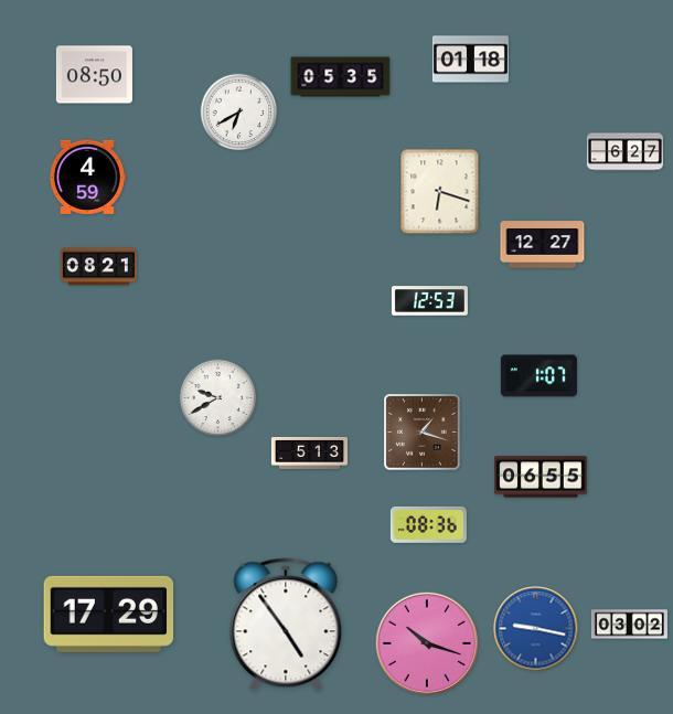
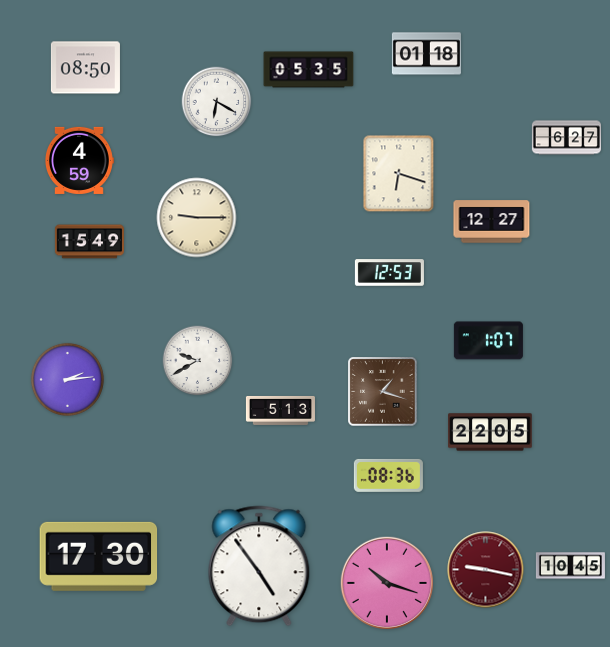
clock at (239, 113): 6:40 -> 6:20
clock at (197, 218): none -> 9:15
clock at (98, 267): 08:21 -> 15:49
clock at (67, 379): none -> 2:14
clock at (541, 477): 06:55 -> 22:05
clock at (109, 614): 17:29 -> 17:30
clock at (629, 625): 03:02 -> 10:45
clock at (536, 629) dial: blue -> burgundy
